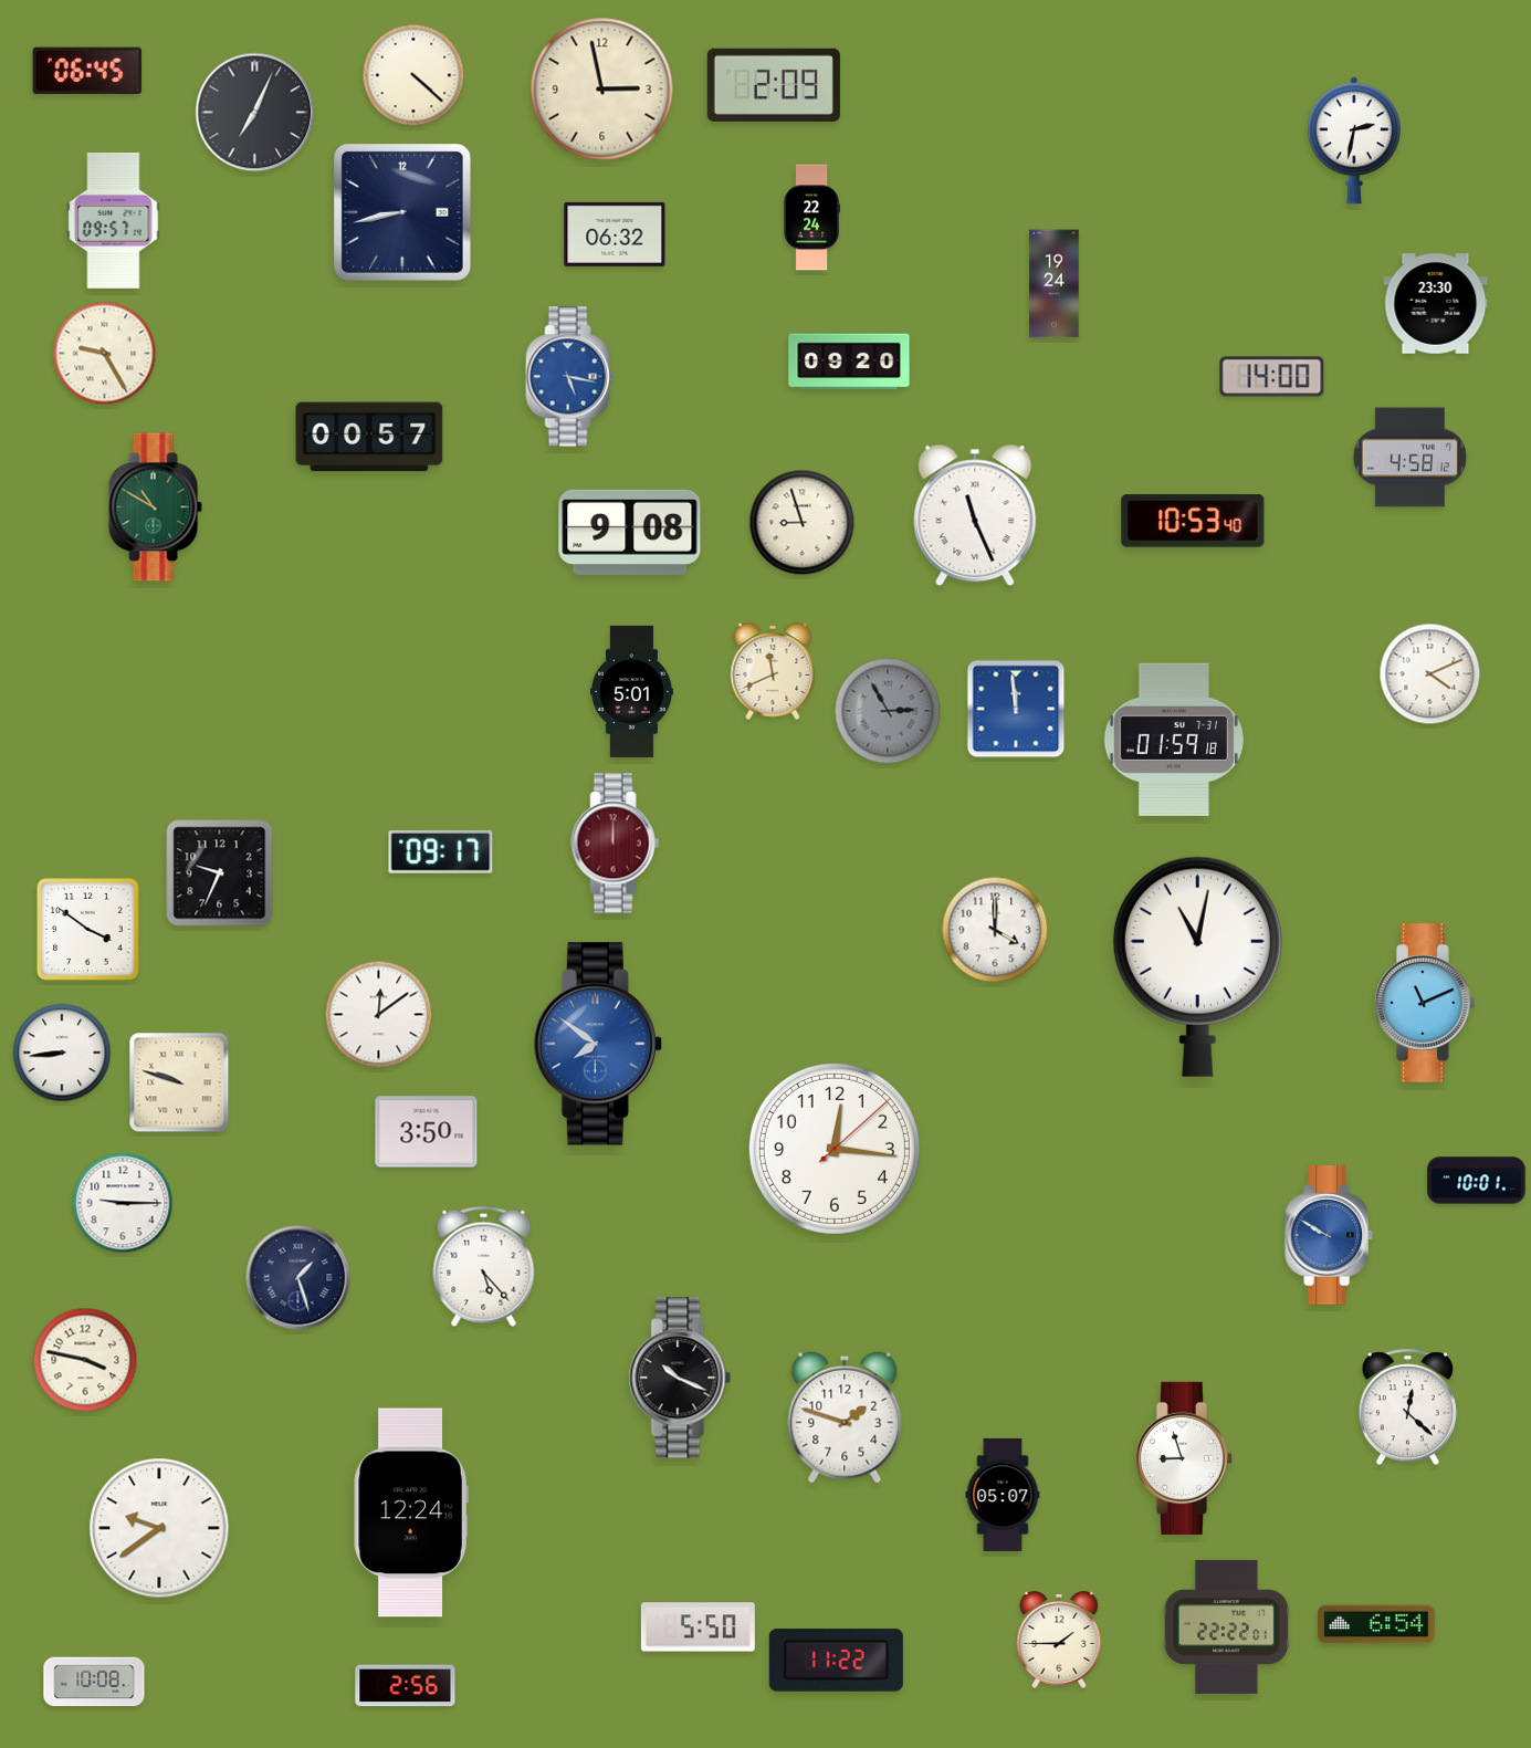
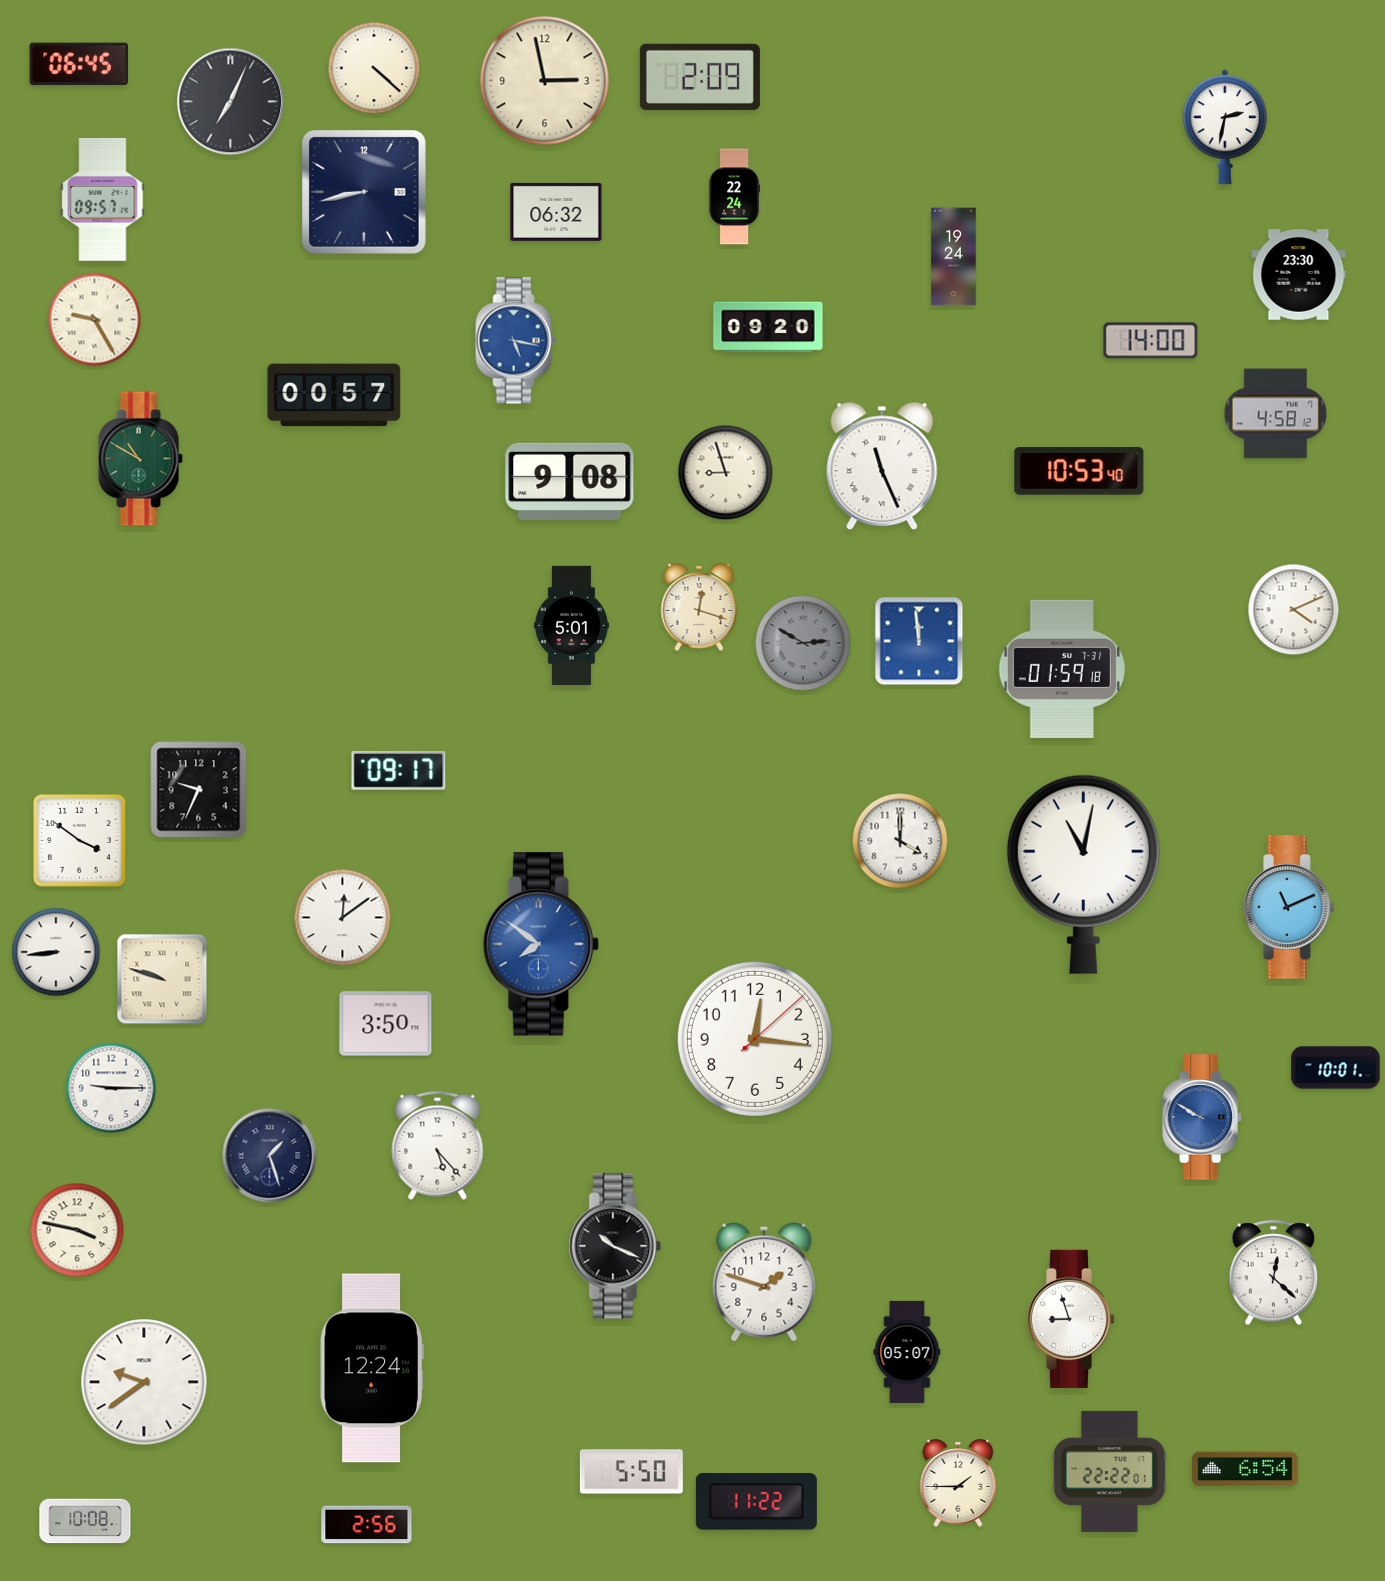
clock at (773, 671): 11:41 -> 12:18
clock at (888, 711): 2:55 -> 2:50
clock at (616, 844): 12:00 -> none
